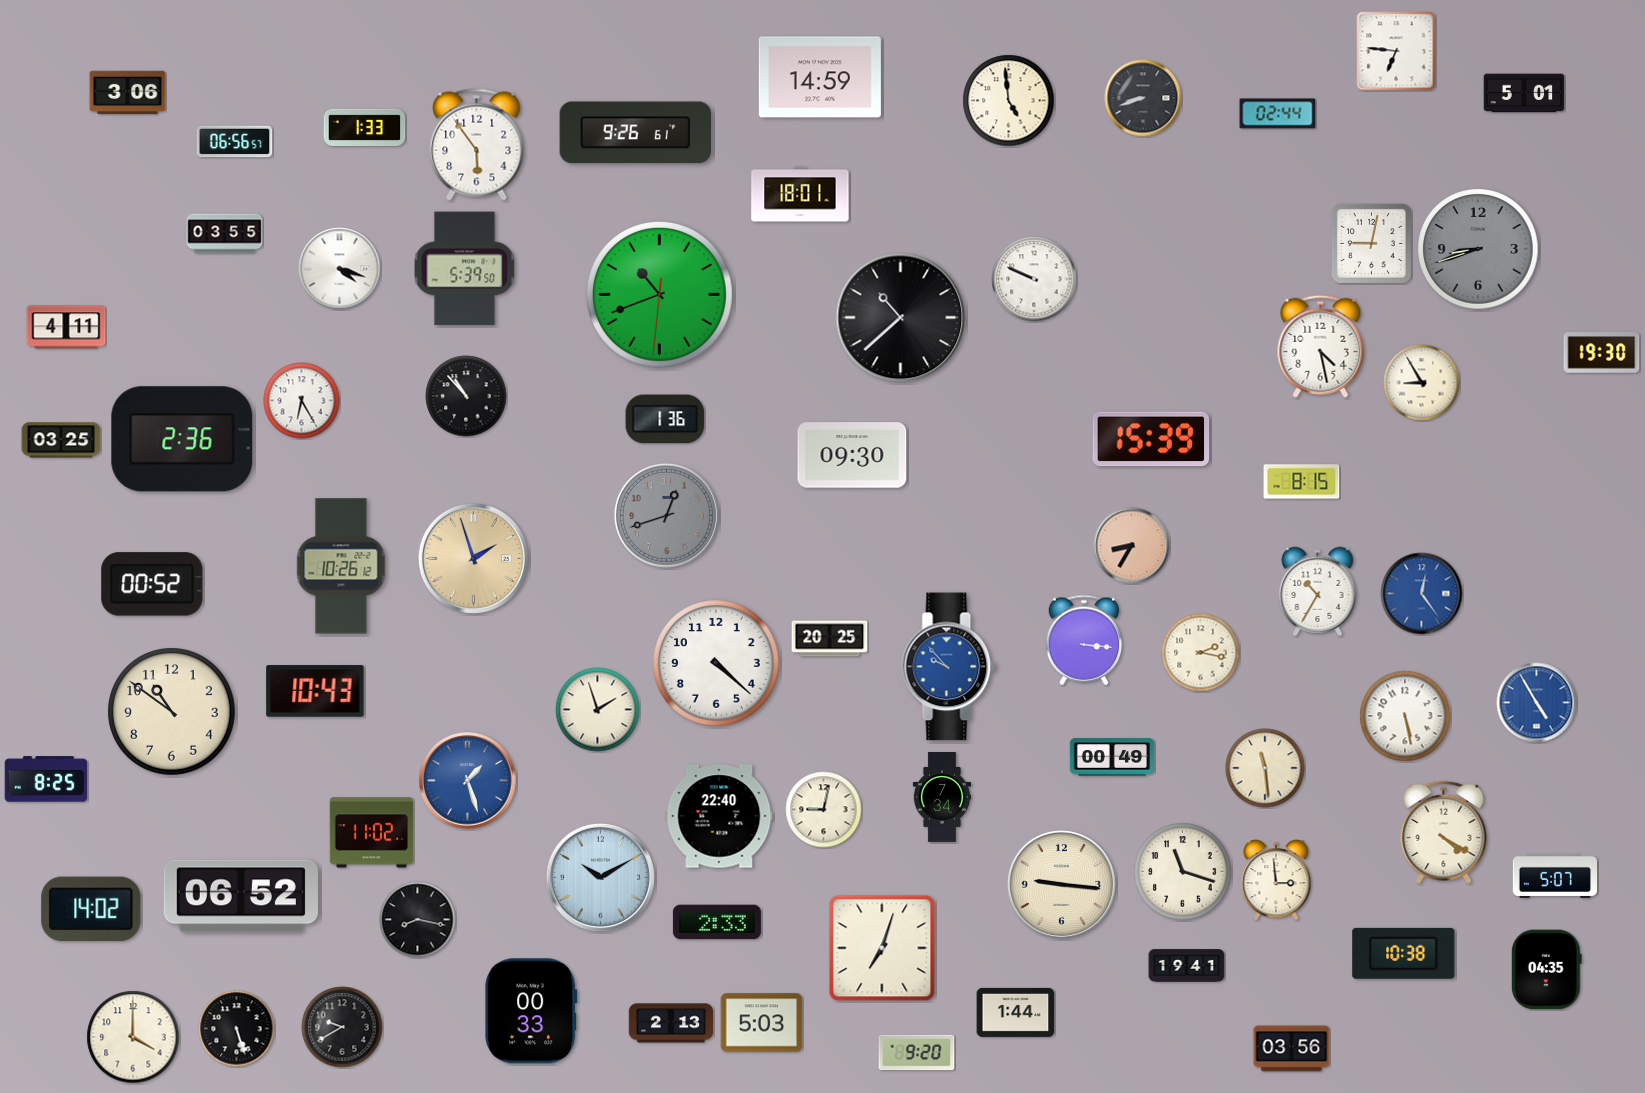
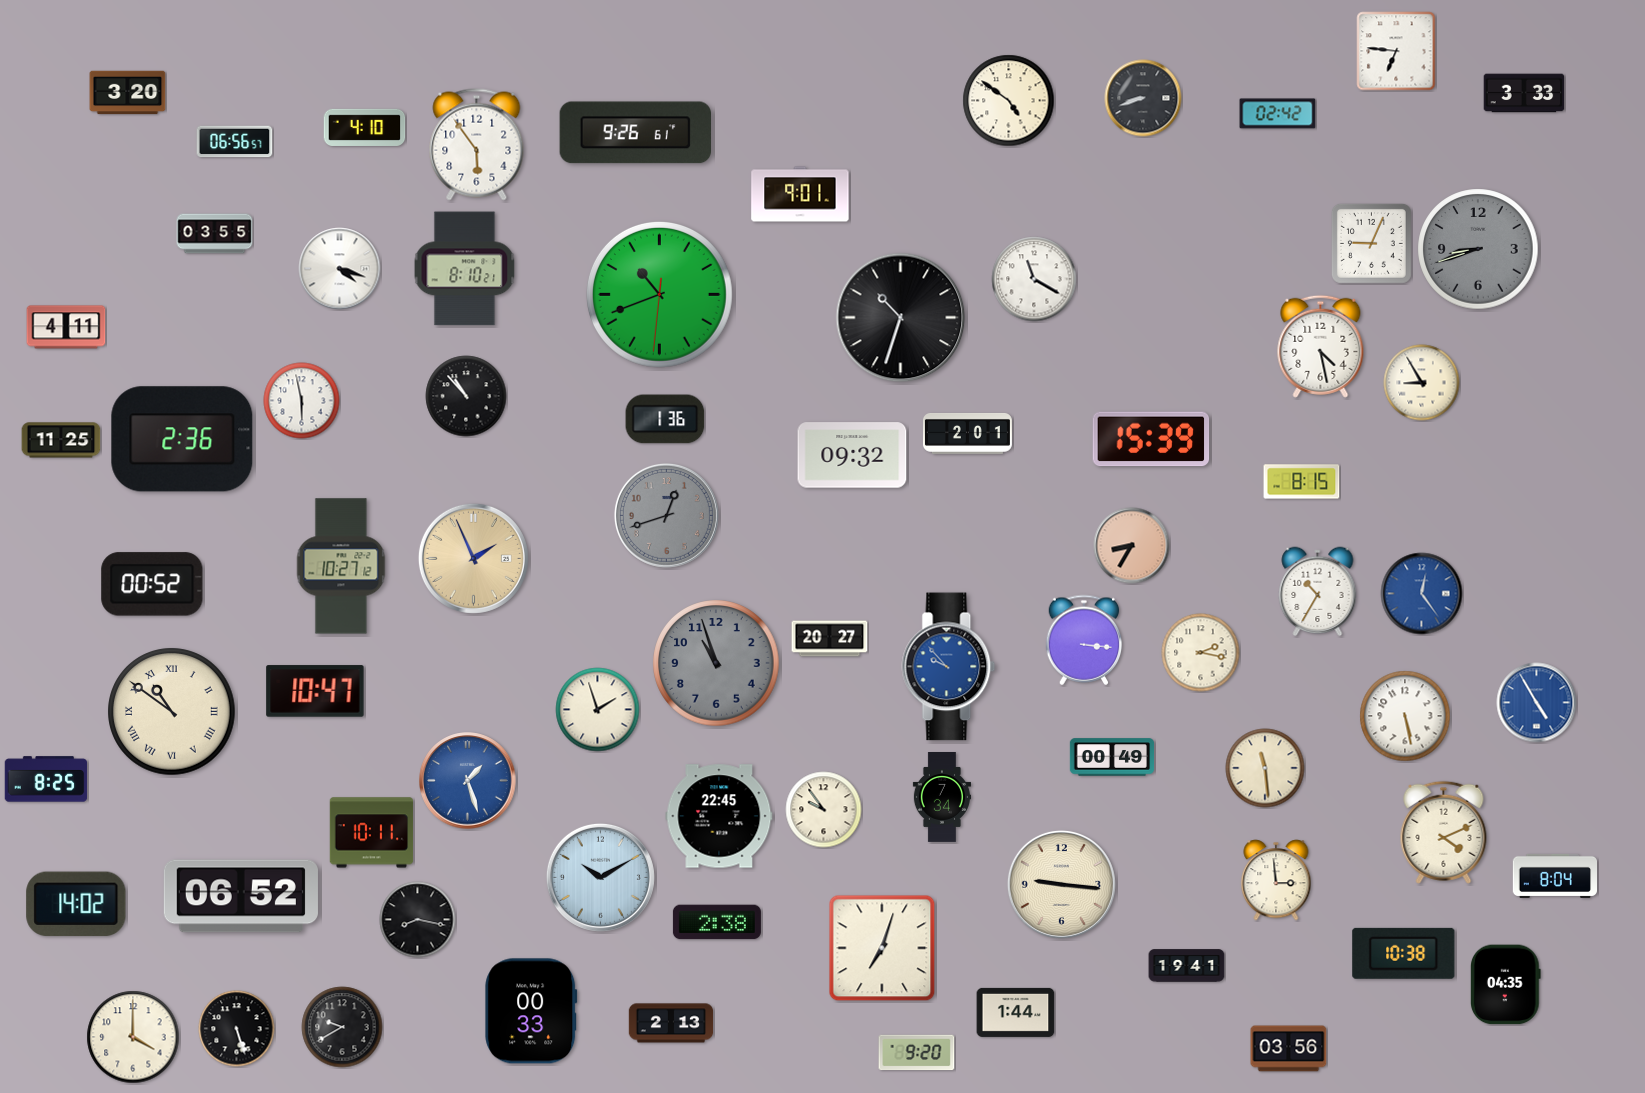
clock at (820, 77): 14:59 -> none
clock at (128, 93): 3:06 -> 3:20
clock at (1524, 93): 5:01 -> 3:33
clock at (1009, 101): 4:59 -> 4:51
clock at (1278, 114): 02:44 -> 02:42
clock at (365, 127): 1:33 -> 4:10
clock at (800, 194): 18:01 -> 9:01
clock at (225, 234) position: (225, 234) -> (215, 234)
clock at (1371, 243): 9:02 -> 9:04
clock at (465, 269): 5:39 -> 8:10
clock at (1034, 279): 9:49 -> 11:20
clock at (901, 318): 10:38 -> 10:33
clock at (1602, 353): 19:30 -> none
clock at (302, 401): 6:25 -> 5:58
clock at (967, 433): none -> 2:01
clock at (61, 440): 03:25 -> 11:25
clock at (852, 455): 09:30 -> 09:32
clock at (473, 558): 1:57 -> 1:56
clock at (341, 566): 10:26 -> 10:27
clock at (830, 639): 20:25 -> 20:27
clock at (716, 663): 4:22 -> 10:57
clock at (716, 663) dial: white -> grey
clock at (315, 691): 10:43 -> 10:47
clock at (172, 712) numerals: Arabic -> Roman
clock at (824, 810): 9:02 -> 9:54
clock at (719, 816): 22:40 -> 22:45
clock at (1444, 832): 4:20 -> 4:11
clock at (372, 833): 11:02 -> 10:11
clock at (1183, 872): 11:18 -> none
clock at (1554, 876): 5:07 -> 8:04
clock at (91, 909) position: (91, 909) -> (76, 904)
clock at (717, 922): 2:33 -> 2:38
clock at (1547, 970) position: (1547, 970) -> (1506, 985)
clock at (762, 1023): 5:03 -> none
clock at (1292, 1049) position: (1292, 1049) -> (1289, 1049)
